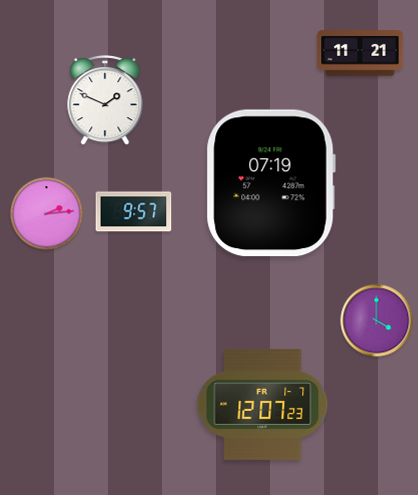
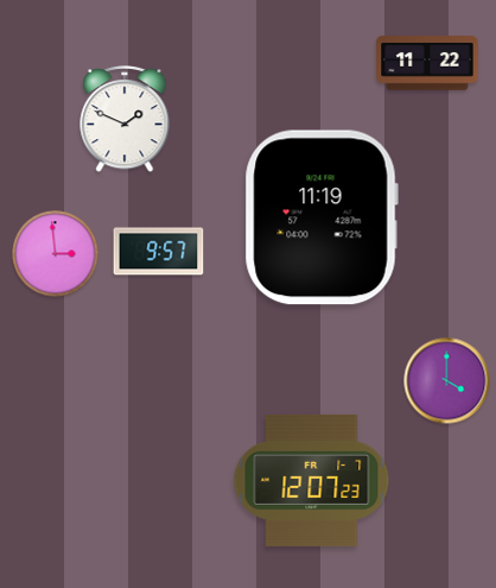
clock at (360, 53): 11:21 -> 11:22
clock at (271, 183): 07:19 -> 11:19
clock at (47, 214): 2:14 -> 2:59
